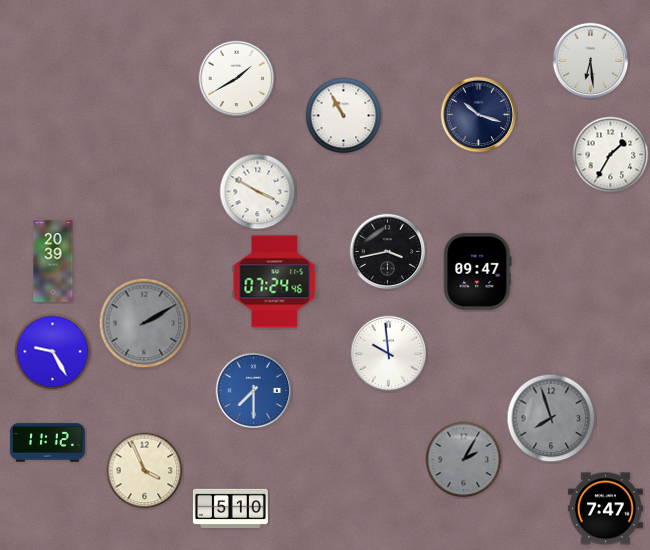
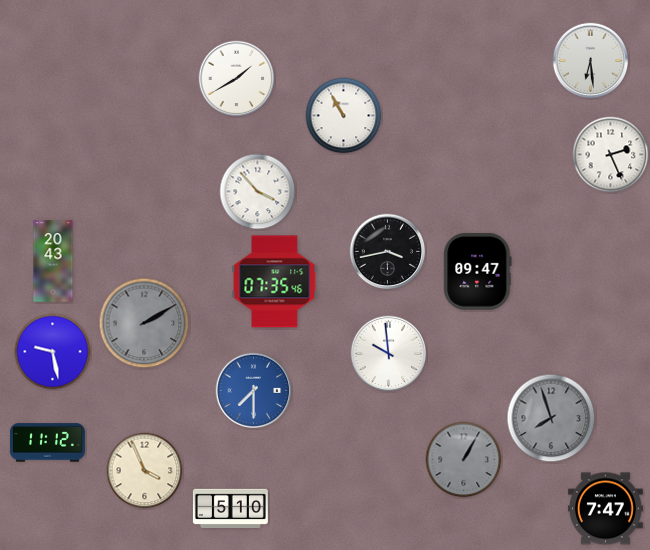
clock at (479, 115): 10:18 -> none
clock at (611, 155): 1:35 -> 2:26
clock at (258, 192): 3:50 -> 3:53
clock at (53, 261): 20:39 -> 20:43
clock at (275, 282): 07:24 -> 07:35
clock at (53, 352): 9:25 -> 9:28
clock at (464, 460): 2:05 -> 1:05
